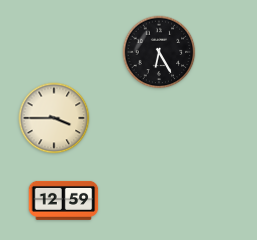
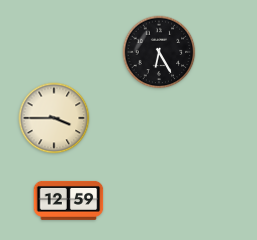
clock at (64, 200) position: (64, 200) -> (69, 200)
